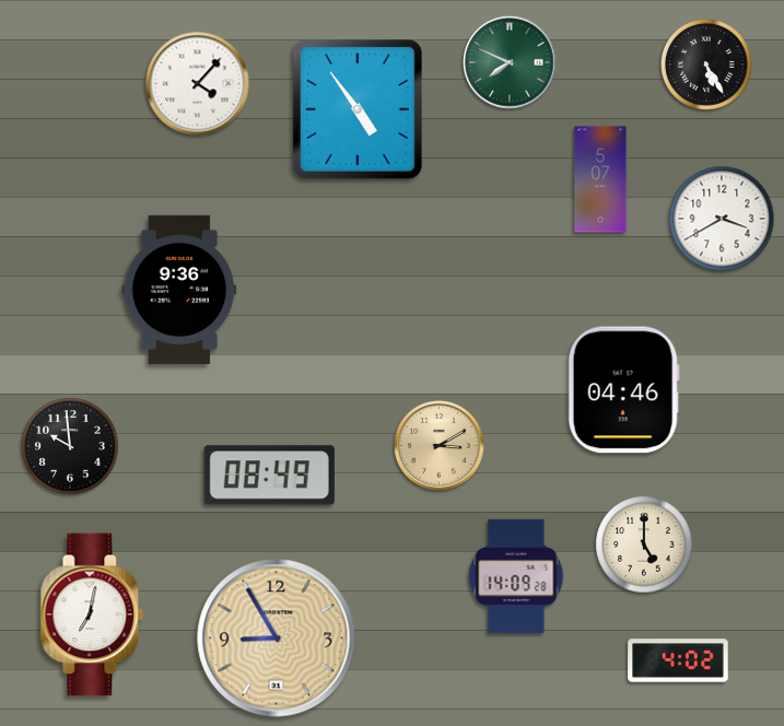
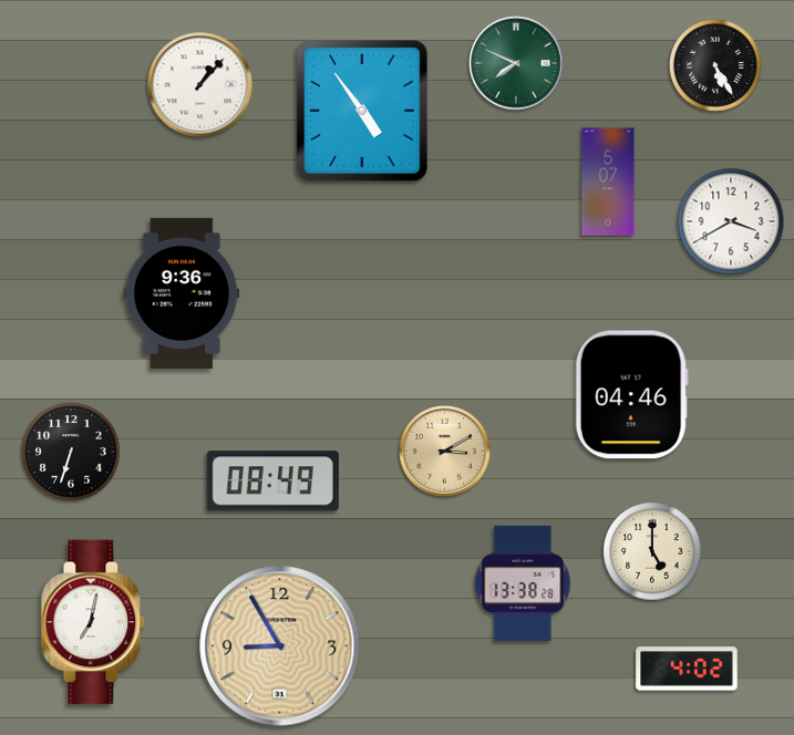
clock at (198, 84): 4:07 -> 1:07
clock at (70, 446): 9:59 -> 6:33
clock at (516, 576): 14:09 -> 13:38
